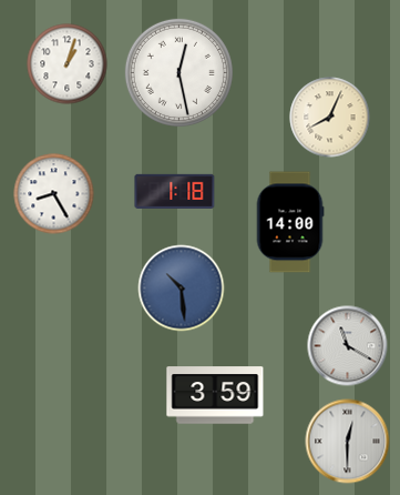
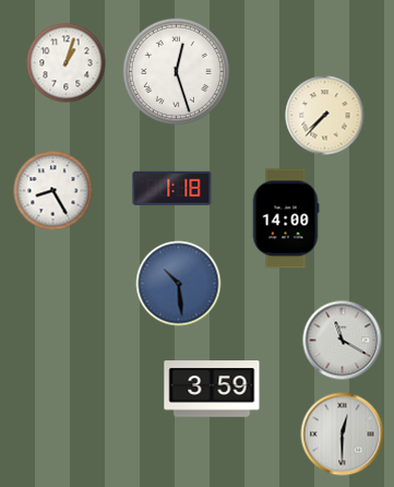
clock at (178, 72): 12:28 -> 12:27
clock at (330, 118): 8:04 -> 7:37
